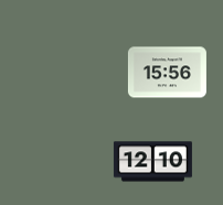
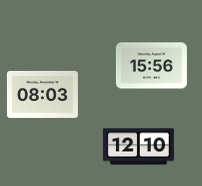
clock at (42, 94): none -> 08:03
